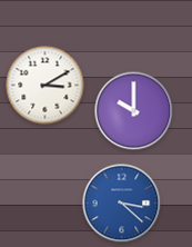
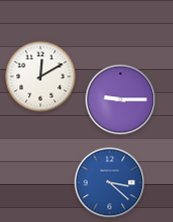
clock at (46, 86): 3:10 -> 12:10
clock at (134, 111): 10:00 -> 9:15
